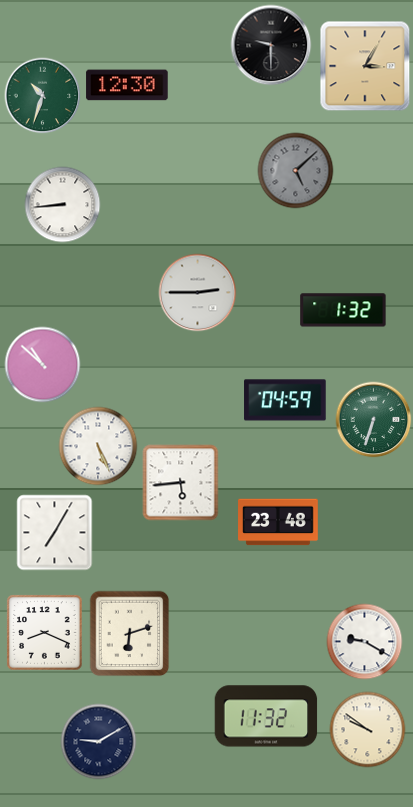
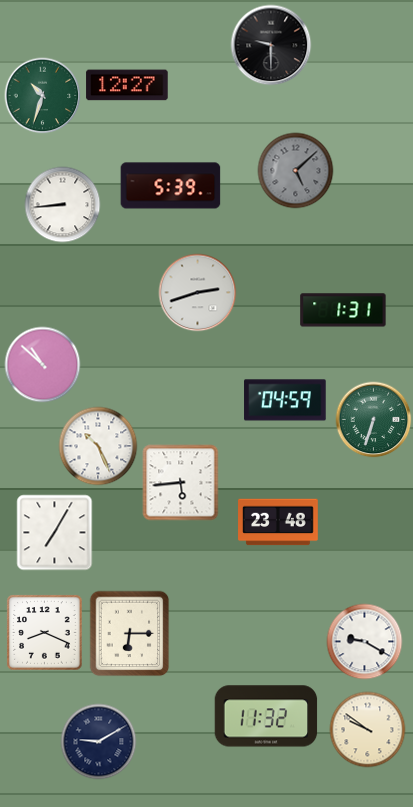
clock at (365, 66): 3:05 -> none
clock at (127, 85): 12:30 -> 12:27
clock at (171, 186): none -> 5:39
clock at (198, 293): 2:45 -> 2:42
clock at (343, 310): 1:32 -> 1:31
clock at (98, 446): 5:26 -> 10:26
clock at (130, 634): 6:12 -> 6:15
